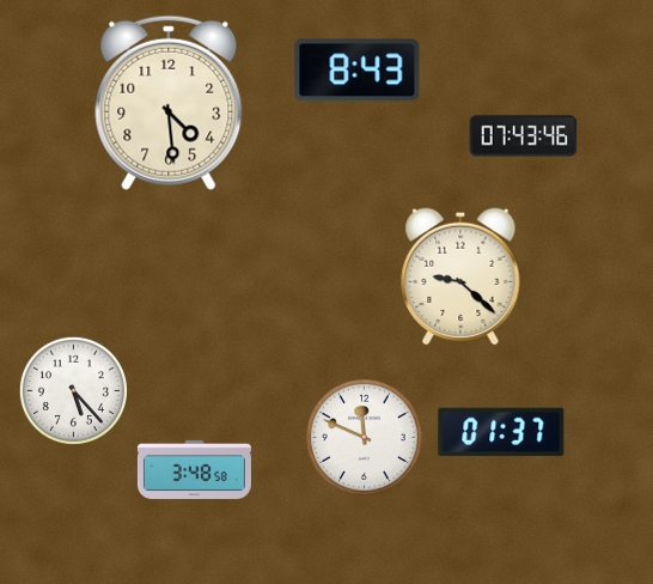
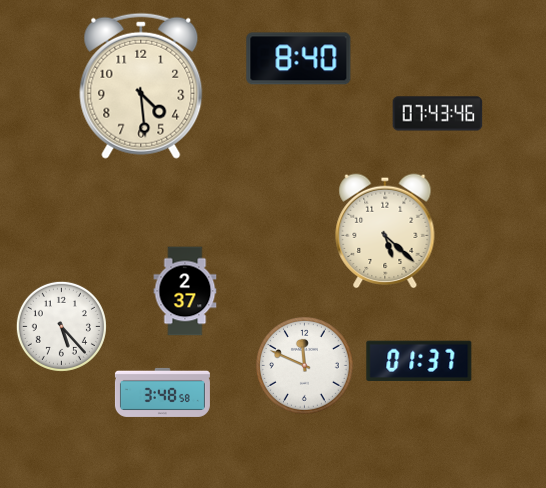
clock at (358, 71): 8:43 -> 8:40
clock at (460, 276): 9:22 -> 5:22
clock at (185, 291): none -> 2:37
